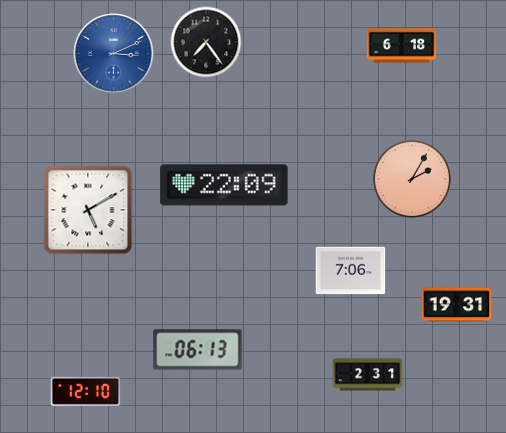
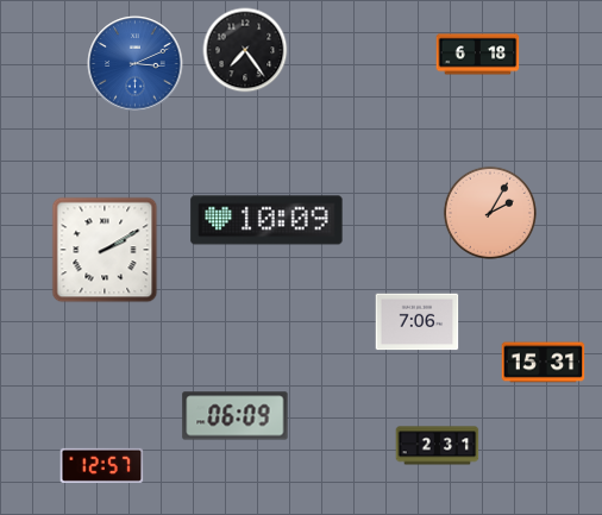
clock at (224, 185): 22:09 -> 10:09
clock at (88, 210): 5:10 -> 2:10
clock at (457, 305): 19:31 -> 15:31
clock at (198, 350): 06:13 -> 06:09
clock at (86, 391): 12:10 -> 12:57
